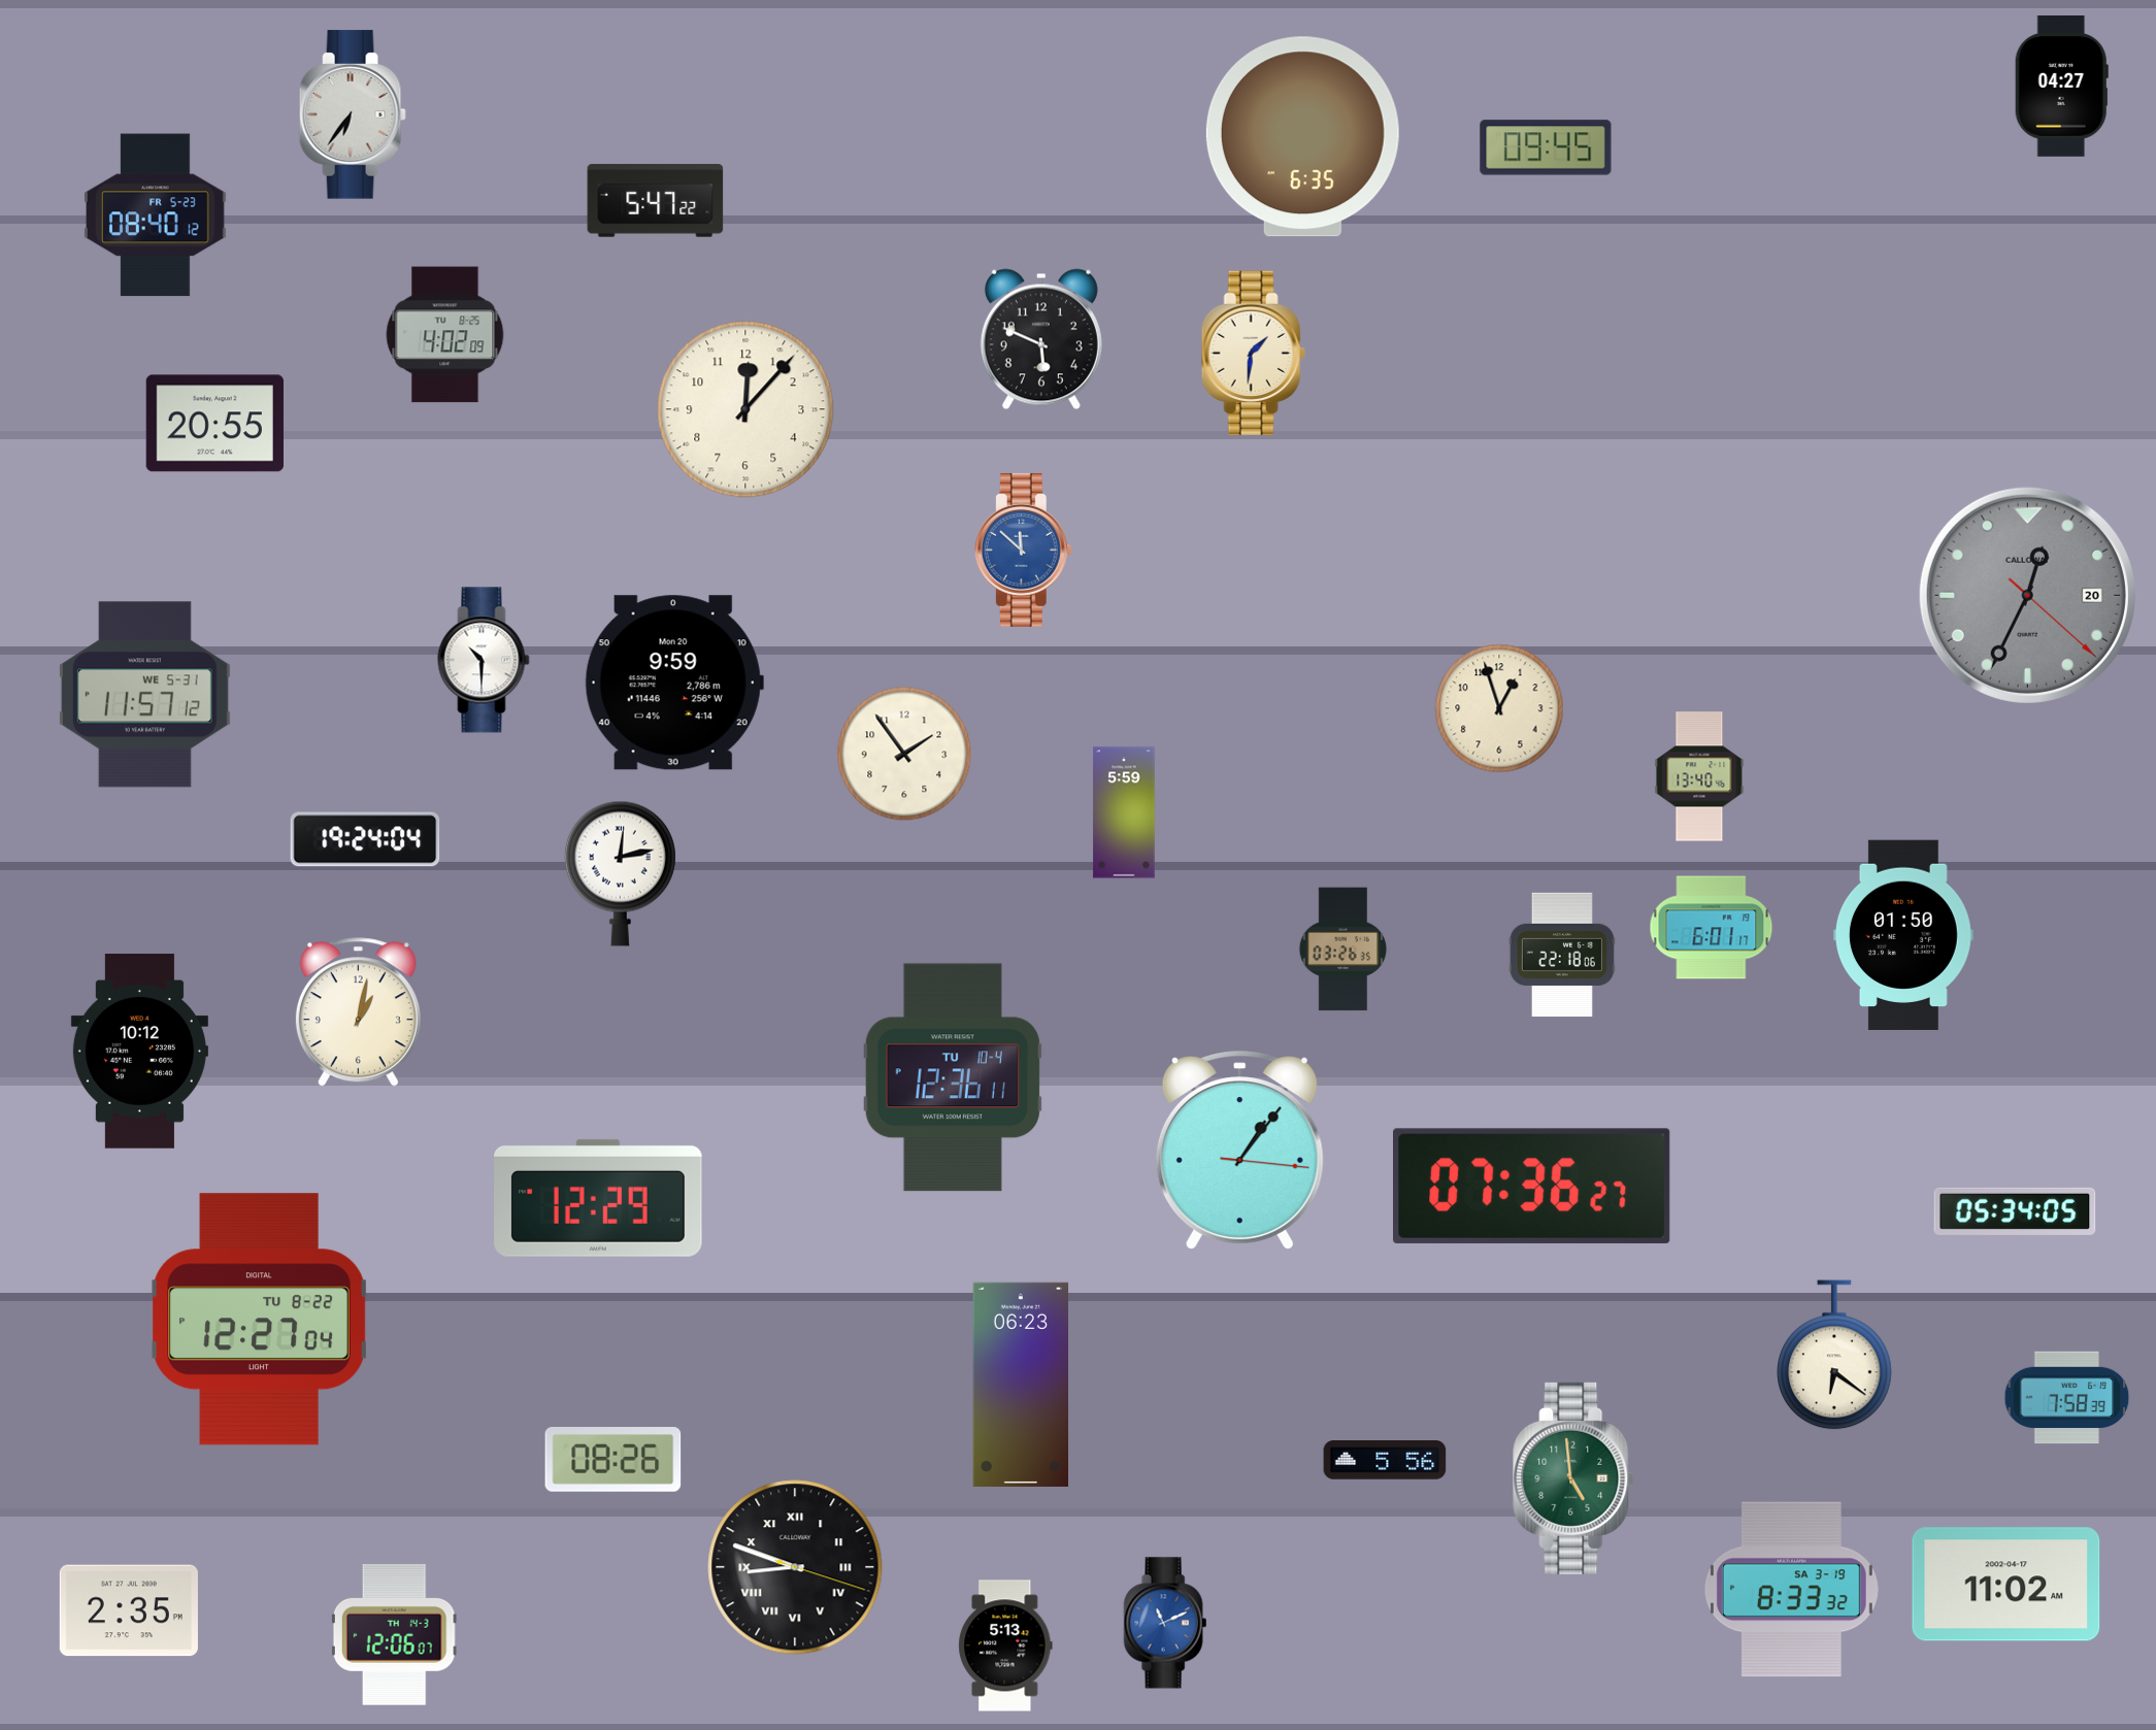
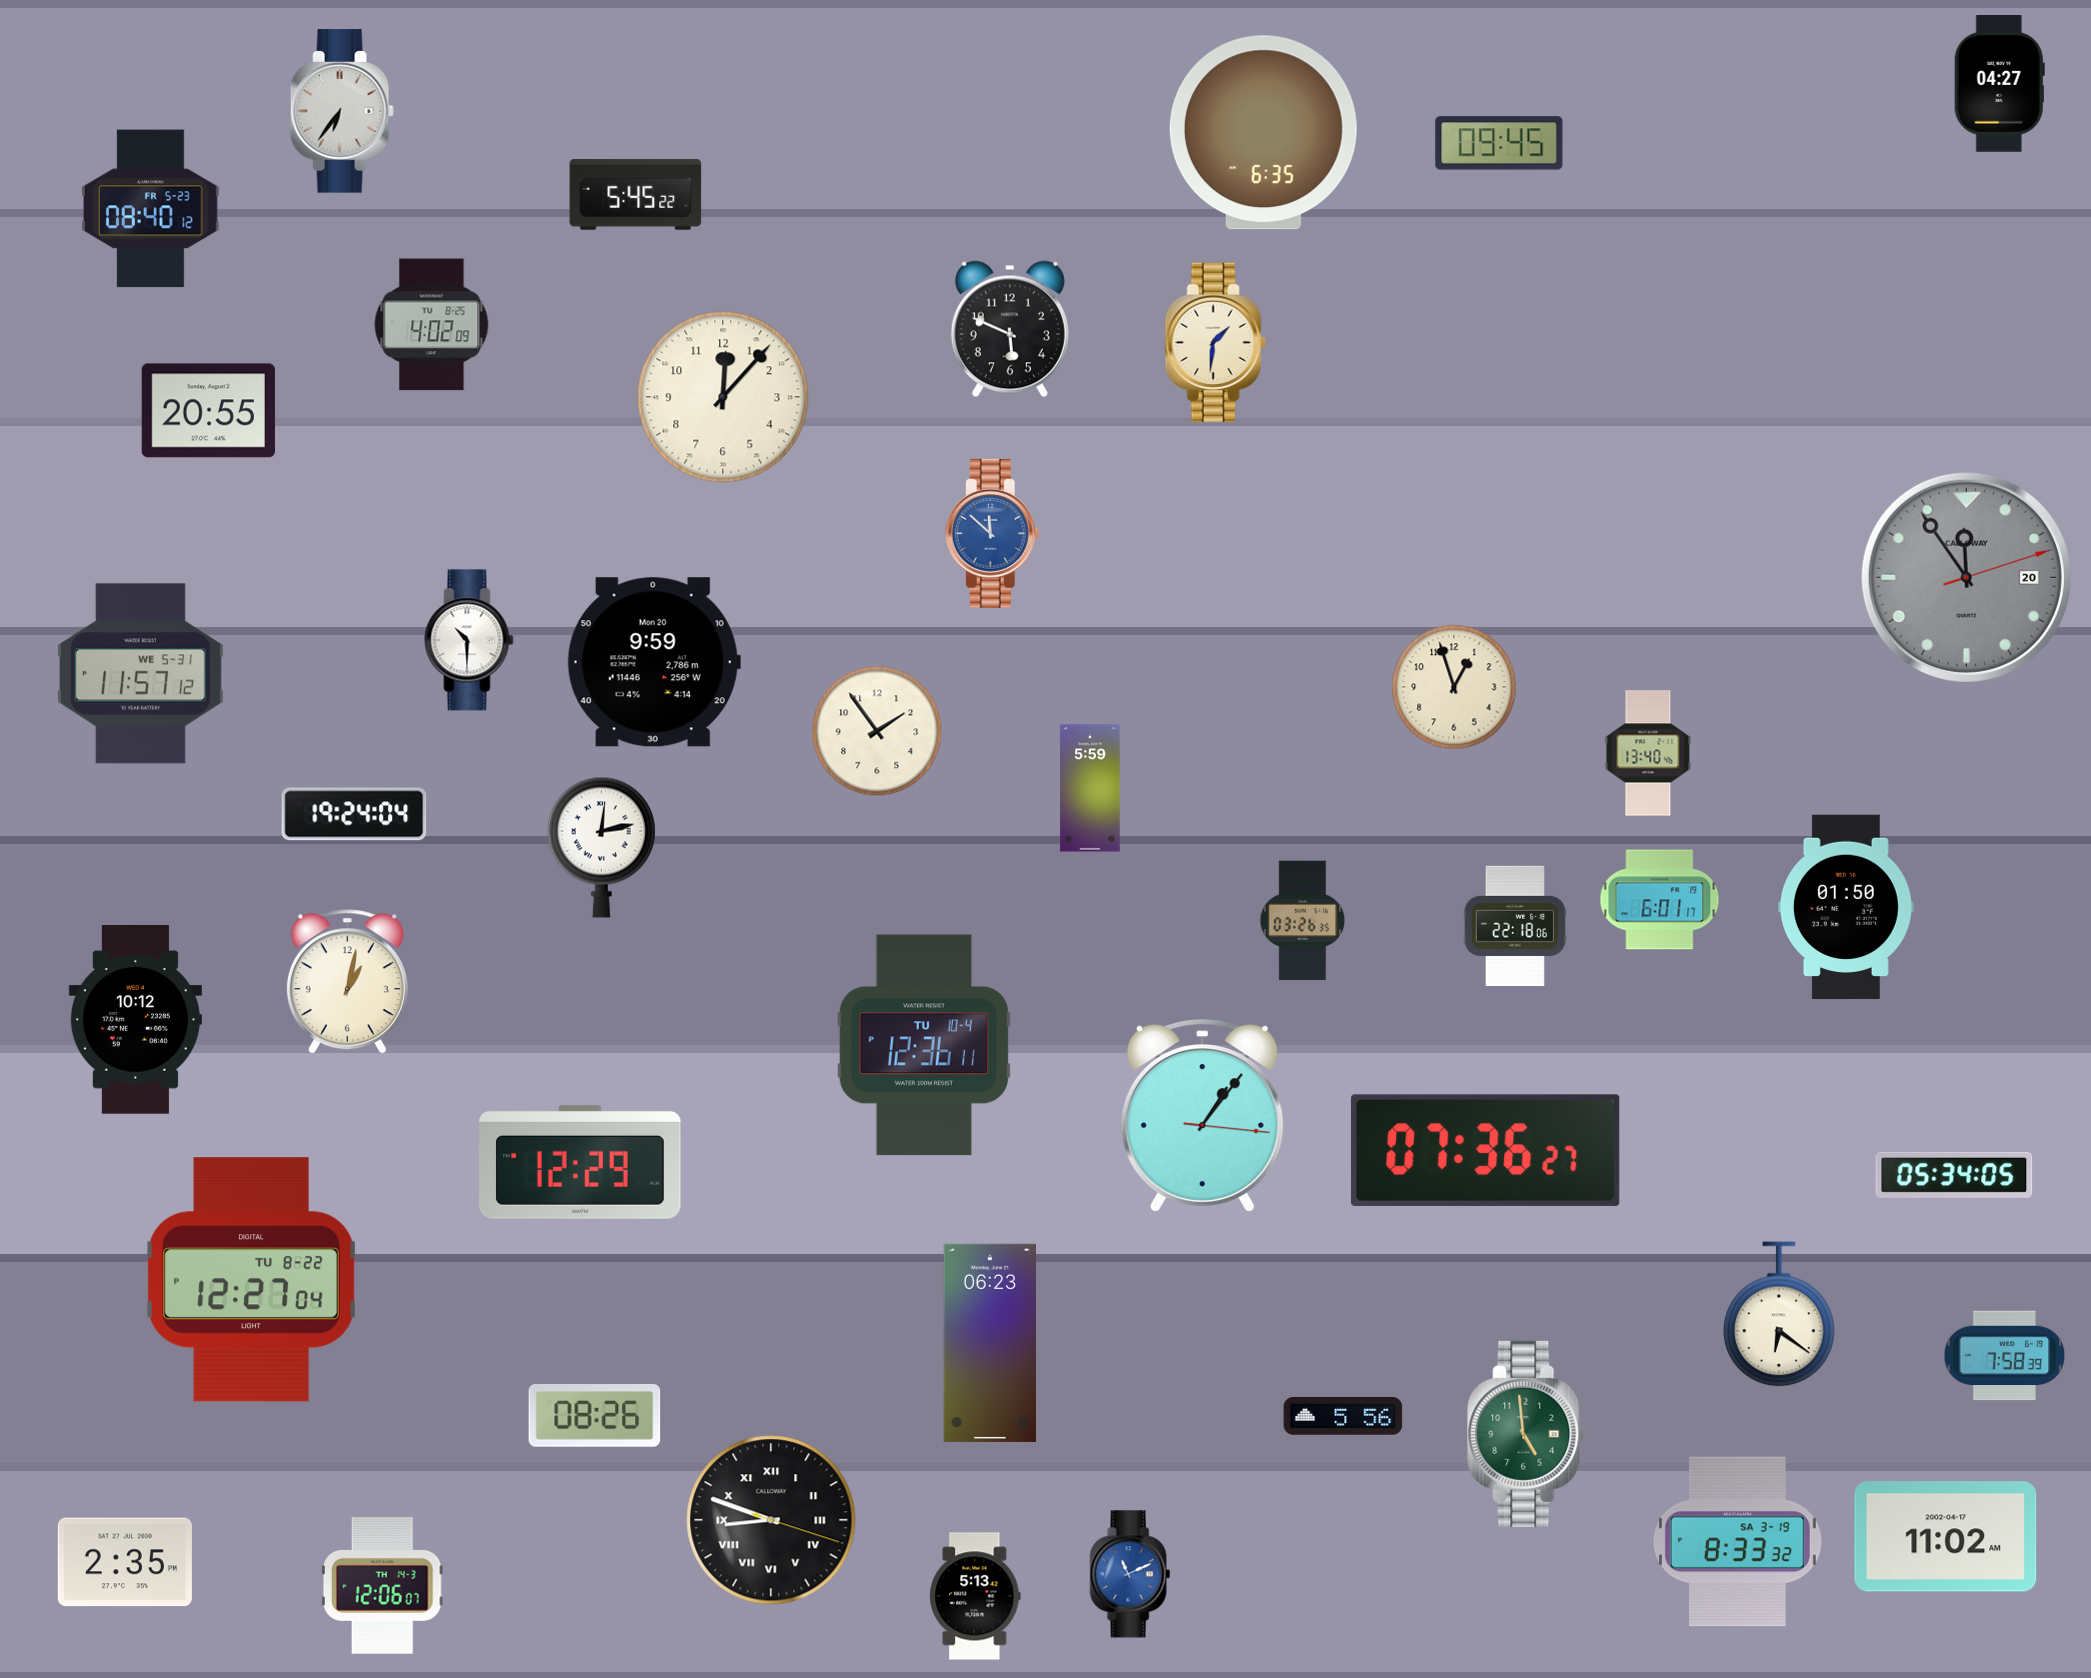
clock at (656, 201): 5:47 -> 5:45
clock at (2027, 595): 12:34 -> 11:54
